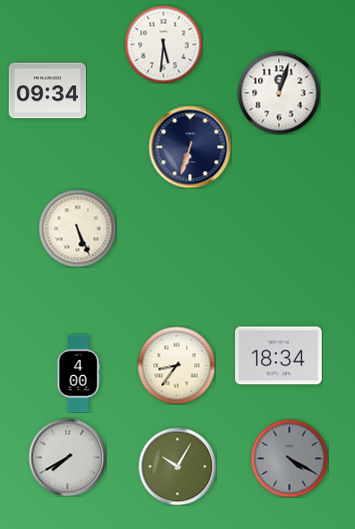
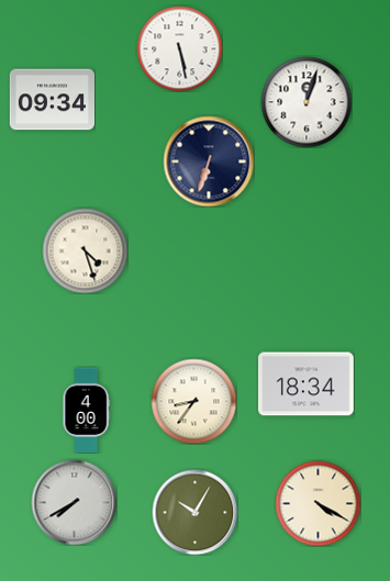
clock at (163, 44): 5:31 -> 5:28
clock at (77, 228): 5:26 -> 4:27
clock at (279, 356) position: (279, 356) -> (307, 384)
clock at (289, 458) dial: grey -> cream
